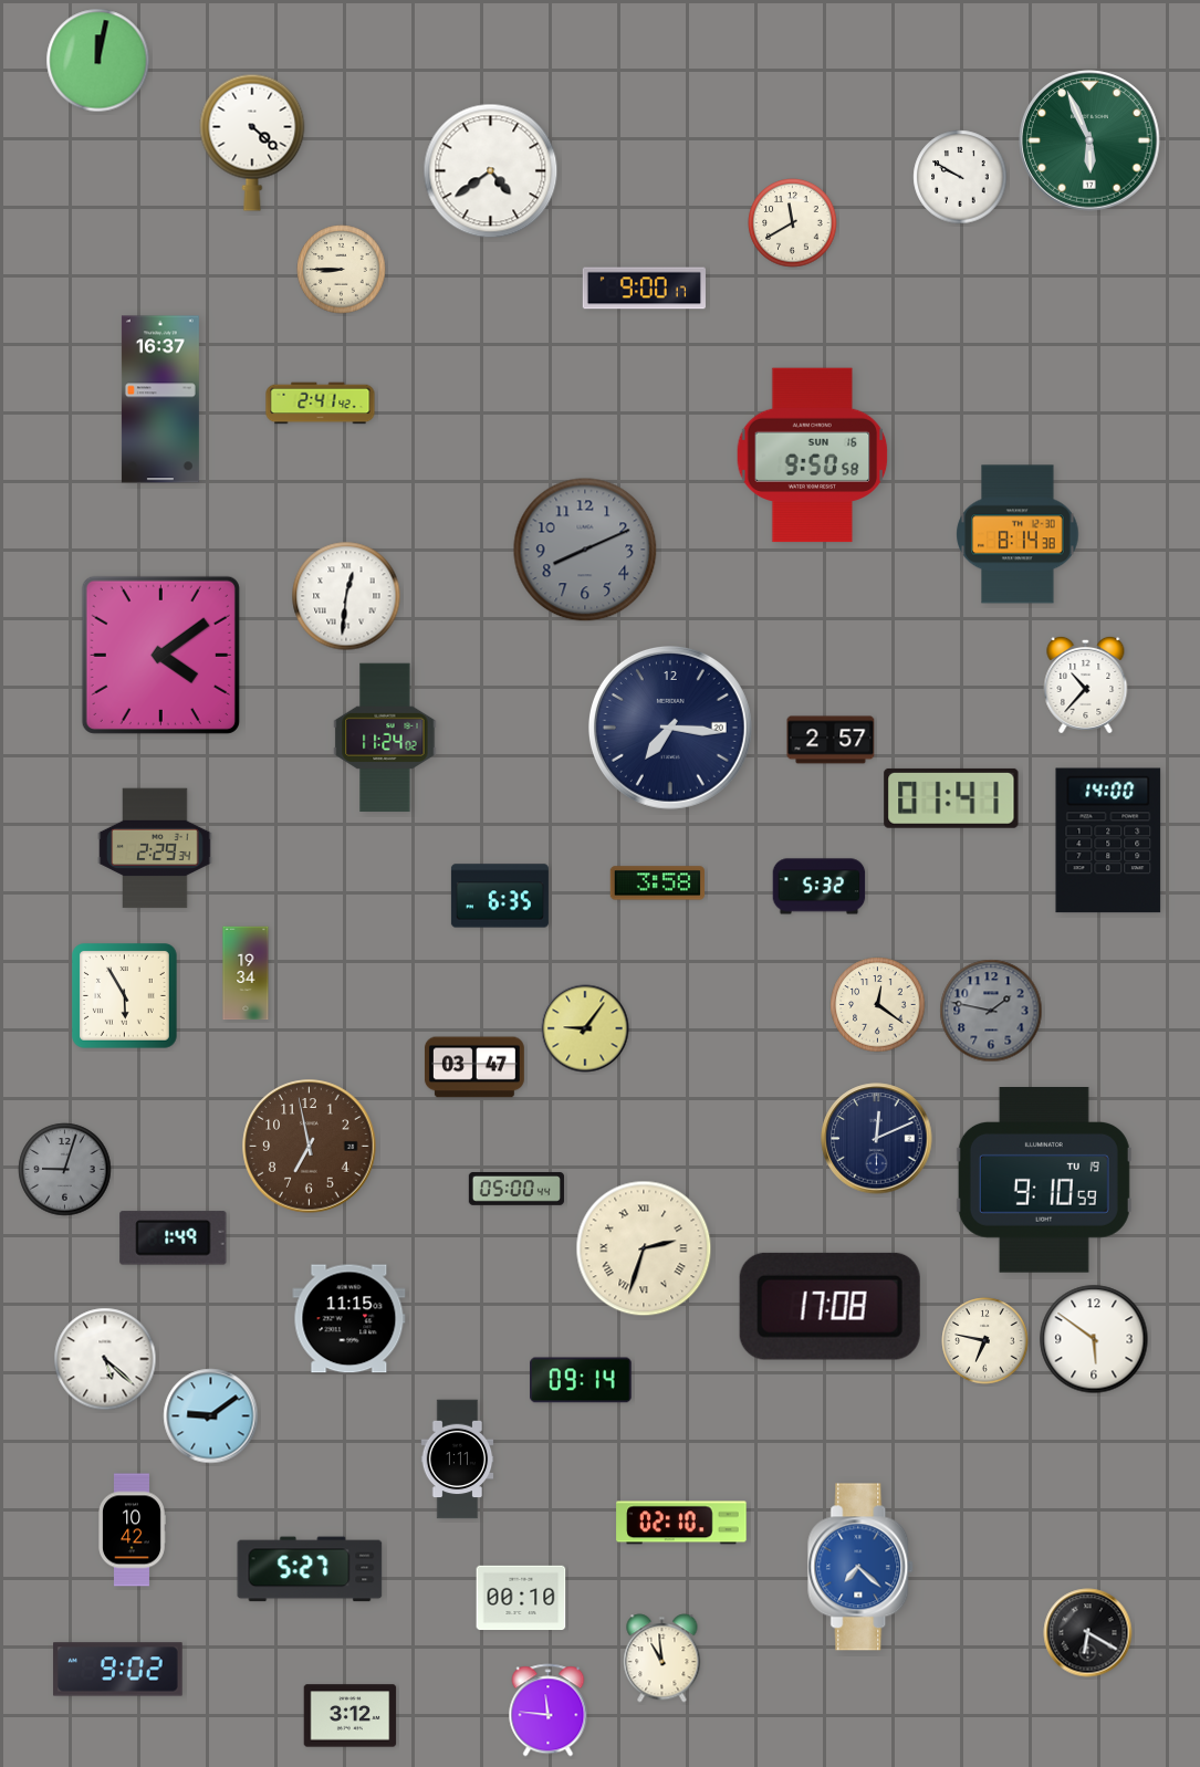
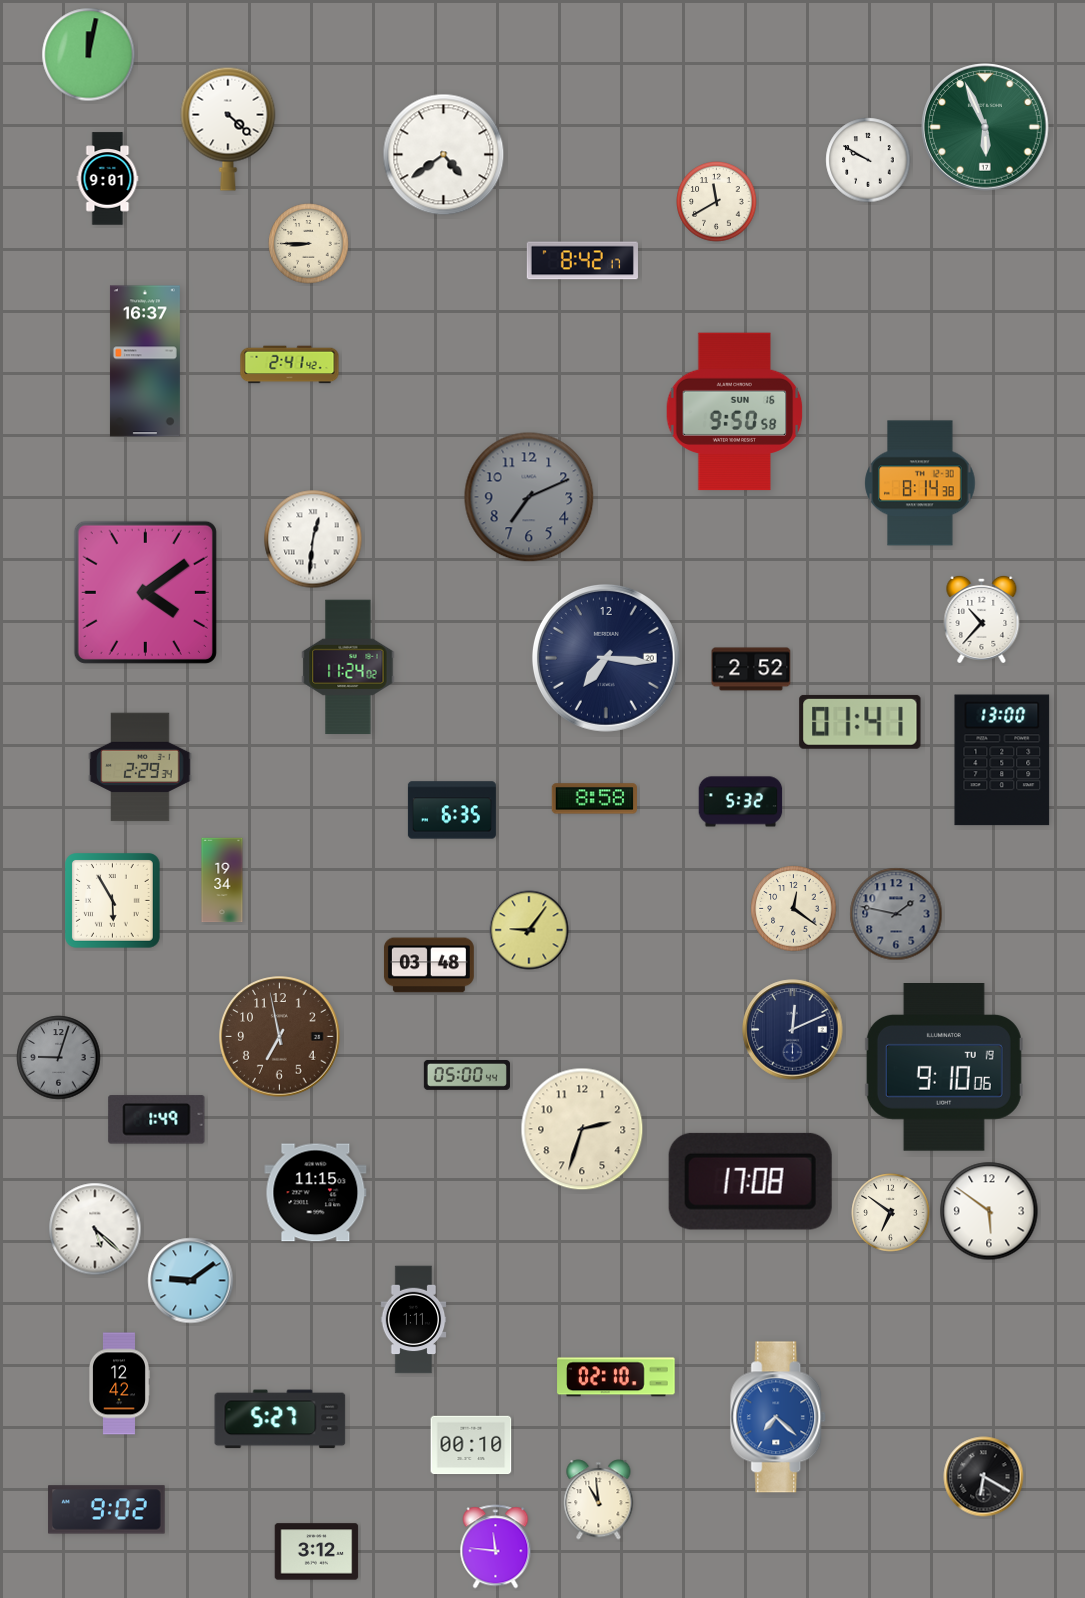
clock at (108, 179): none -> 9:01
clock at (644, 289): 9:00 -> 8:42
clock at (585, 550): 8:11 -> 7:11
clock at (831, 740): 2:57 -> 2:52
clock at (1108, 840): 14:00 -> 13:00
clock at (657, 883): 3:58 -> 8:58
clock at (474, 1067): 03:47 -> 03:48
clock at (1044, 1181): 9:10:59 -> 9:10:06
clock at (644, 1248) numerals: Roman -> Arabic
clock at (985, 1341): 6:47 -> 6:51
clock at (581, 1380): 09:14 -> none
clock at (133, 1530): 10:42 -> 12:42
